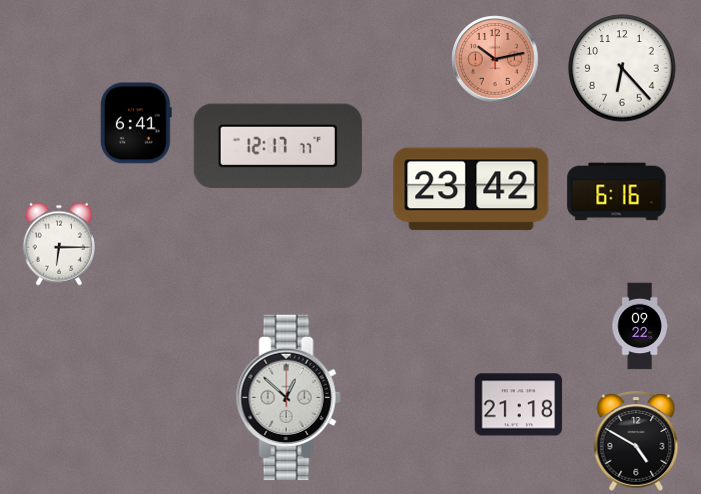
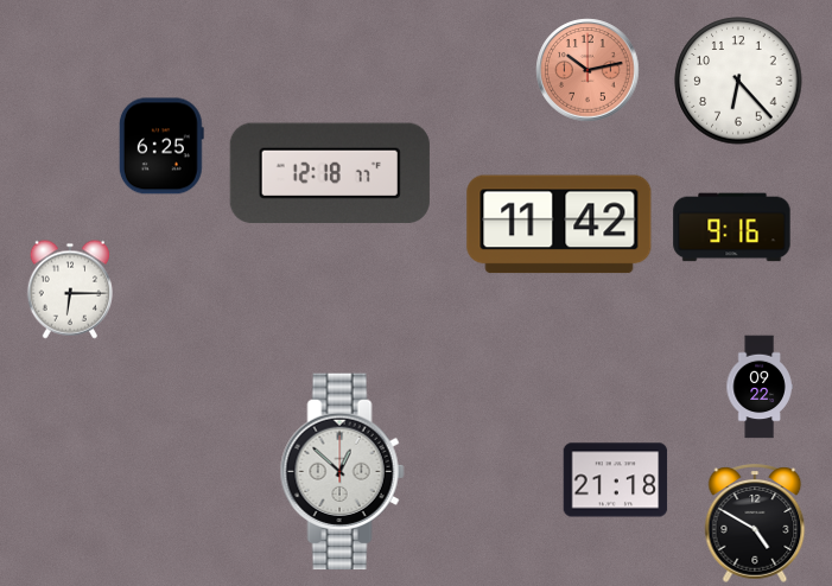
clock at (136, 123): 6:41 -> 6:25
clock at (278, 146): 12:17 -> 12:18
clock at (471, 189): 23:42 -> 11:42
clock at (617, 192): 6:16 -> 9:16
